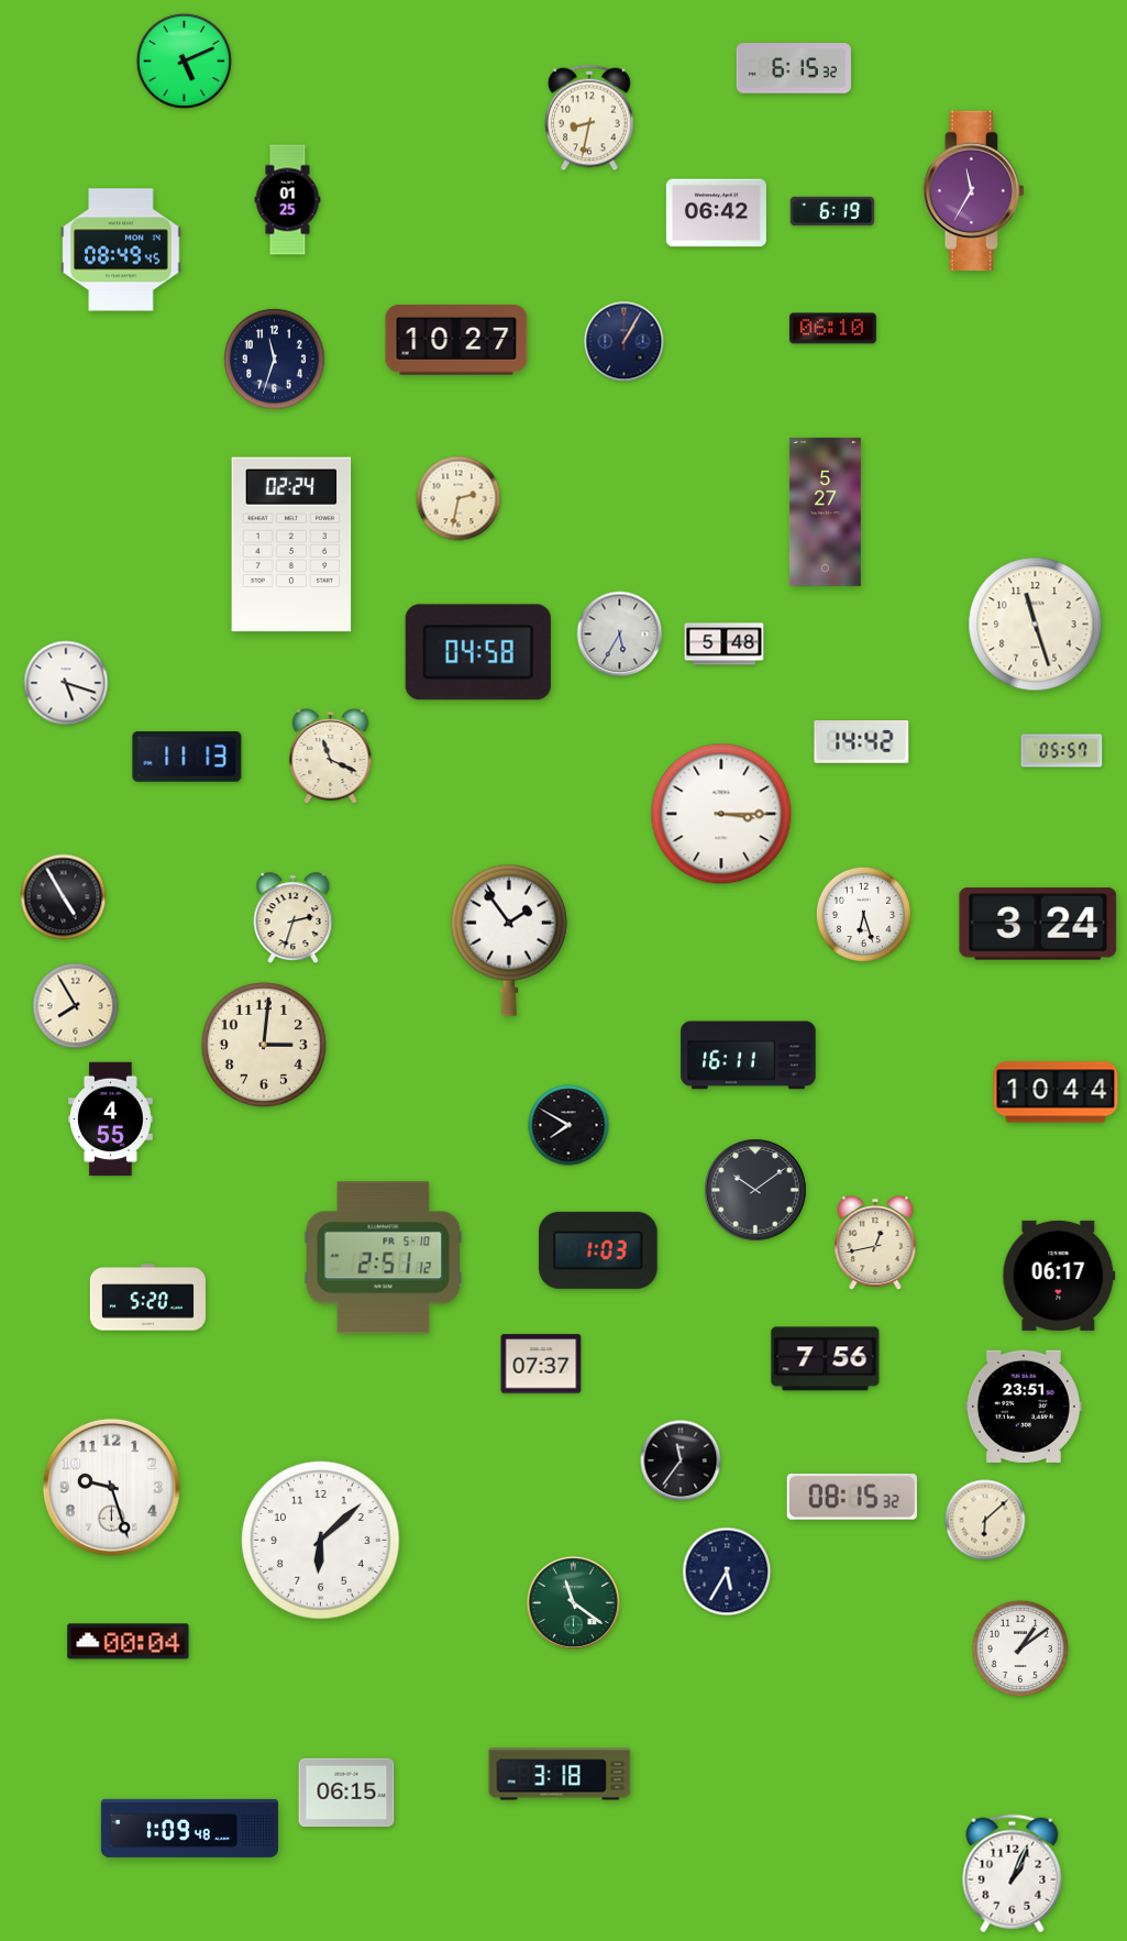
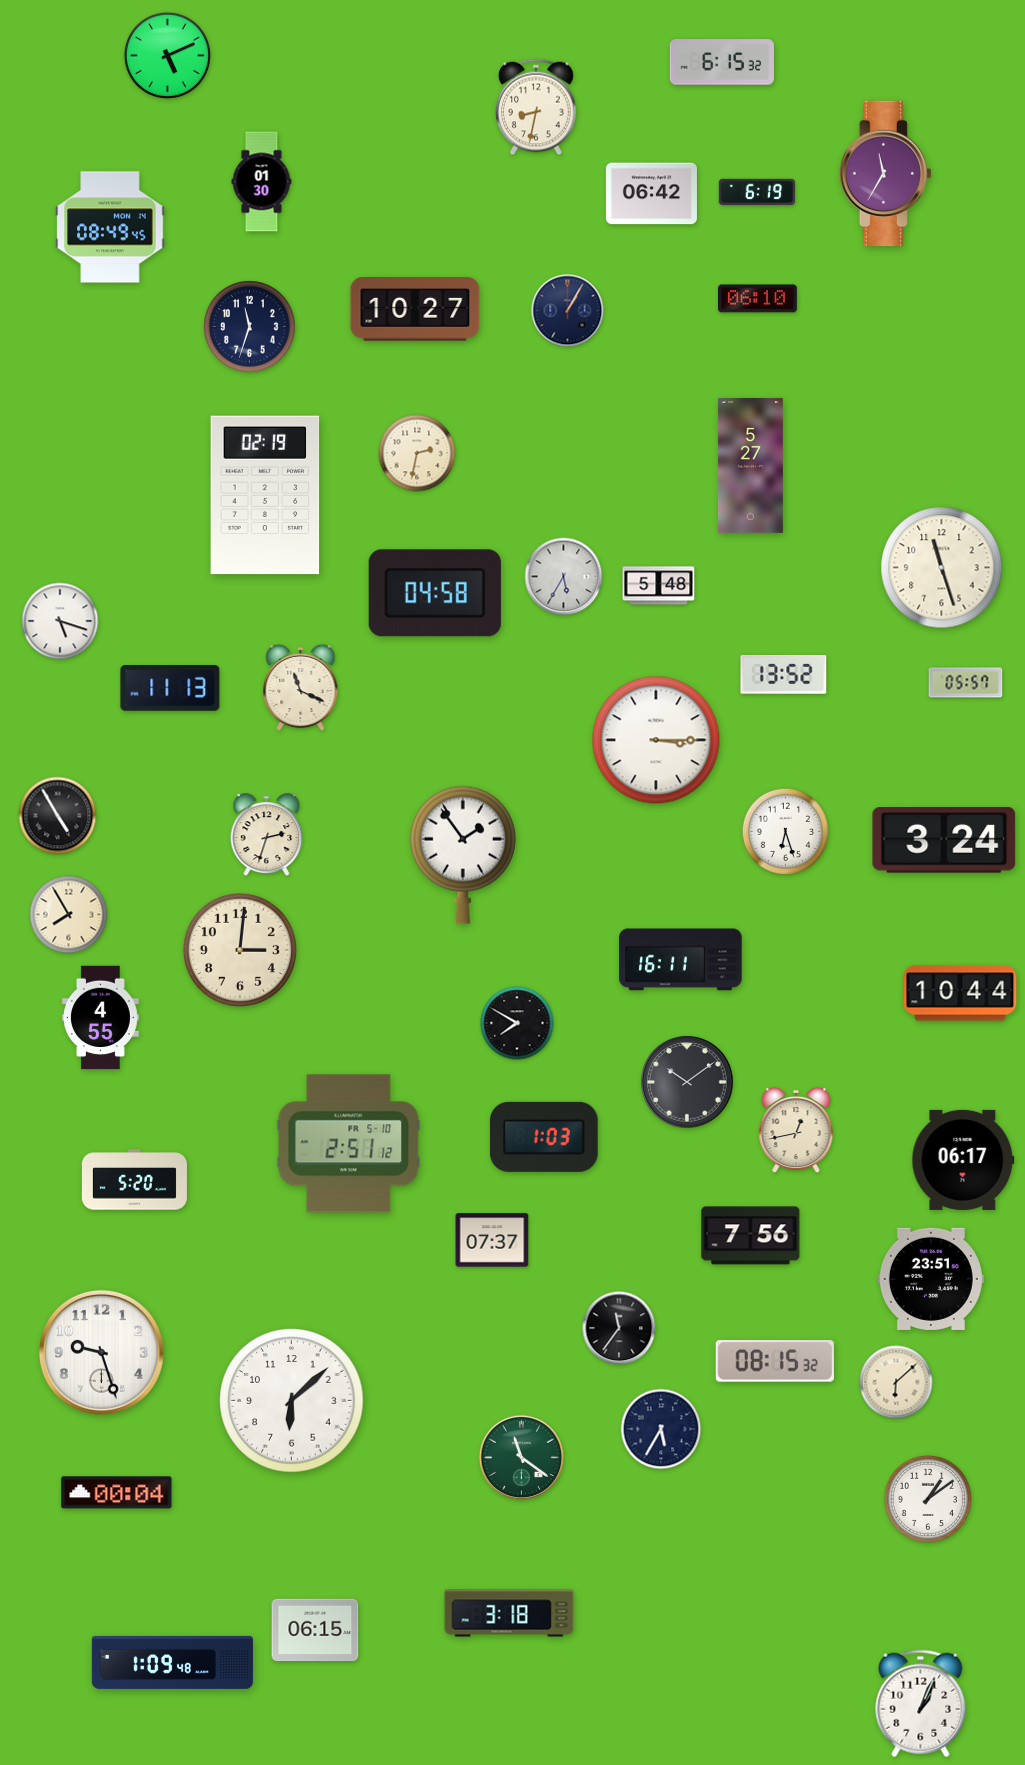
clock at (288, 200): 01:25 -> 01:30
clock at (291, 544): 02:24 -> 02:19
clock at (862, 742): 14:42 -> 13:52
